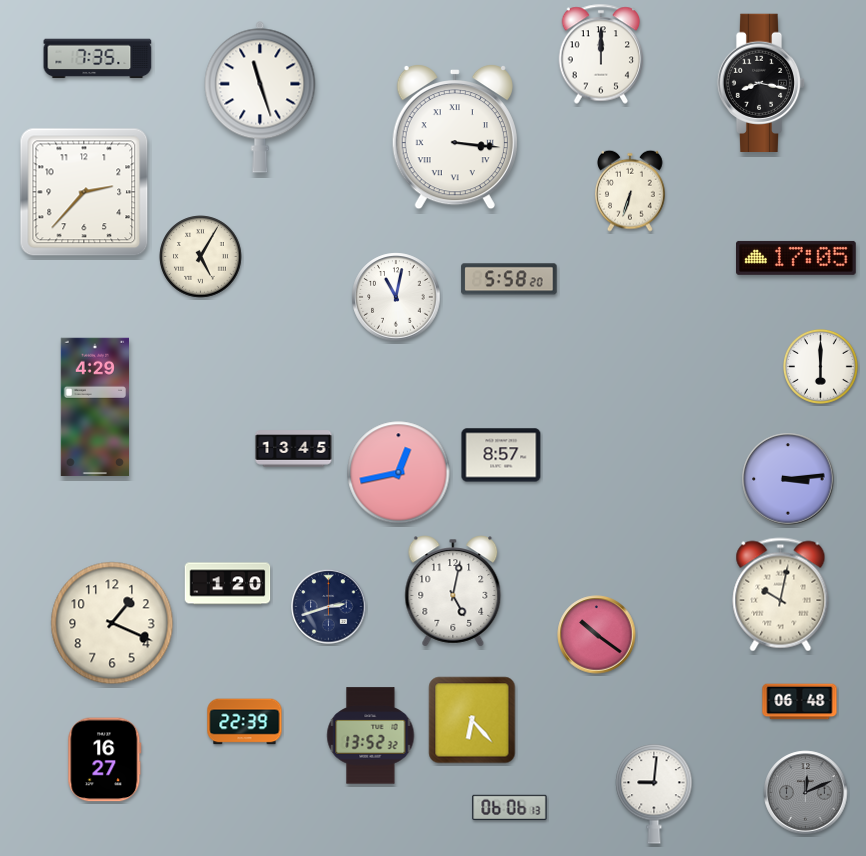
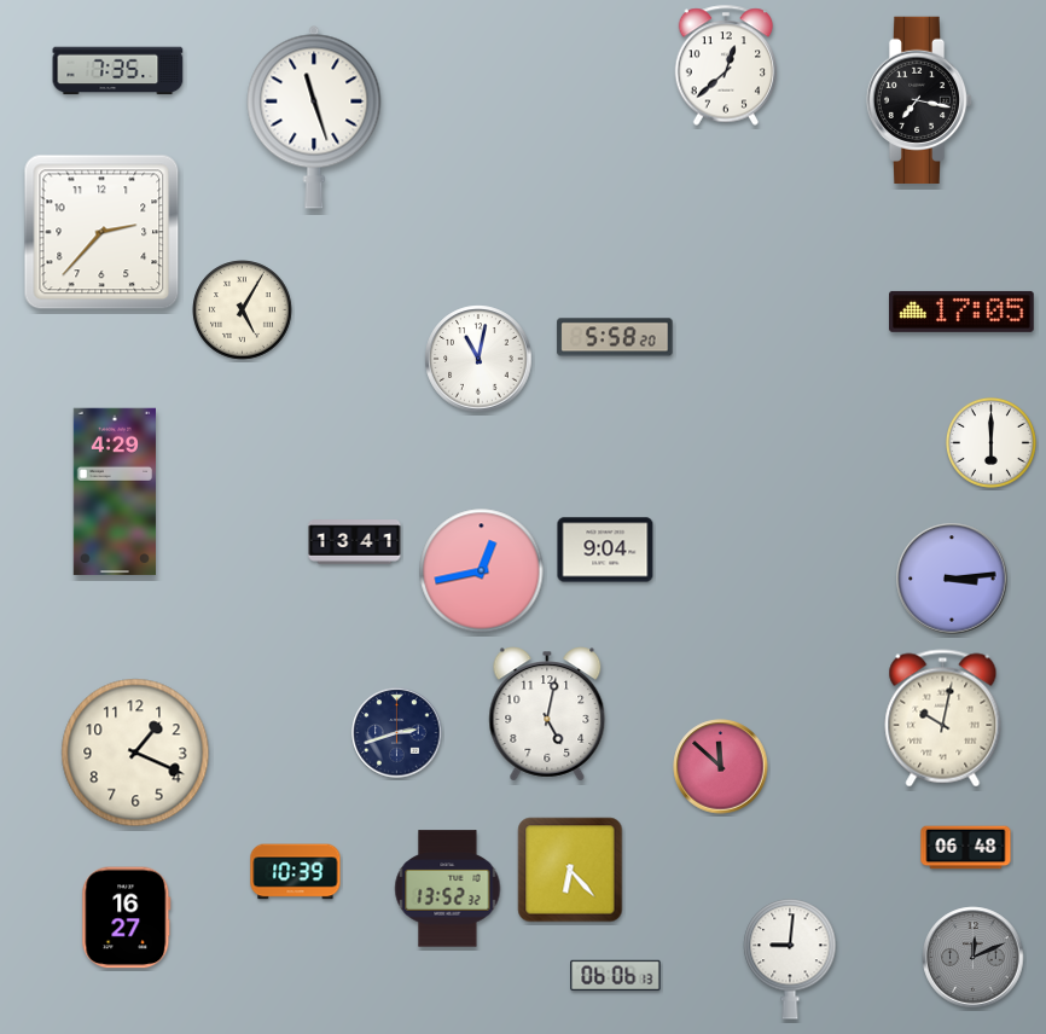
clock at (601, 54): 12:00 -> 12:38
clock at (761, 82): 8:17 -> 7:17
clock at (455, 137): 3:16 -> none
clock at (631, 191): 6:33 -> none
clock at (294, 449): 13:45 -> 13:41
clock at (501, 455): 8:57 -> 9:04
clock at (228, 584): 1:20 -> none
clock at (597, 635): 10:21 -> 11:52
clock at (245, 722): 22:39 -> 10:39
